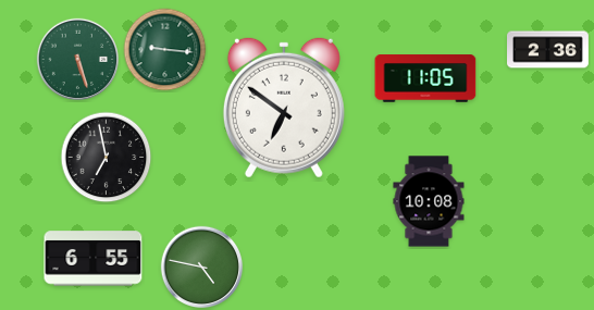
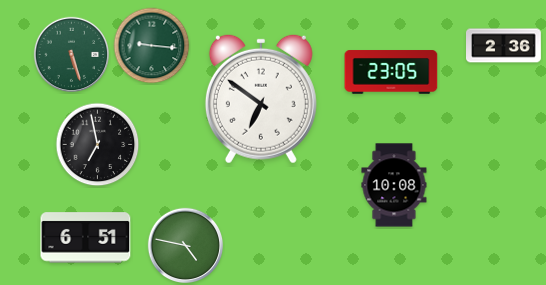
clock at (425, 78): 11:05 -> 23:05
clock at (94, 259): 6:55 -> 6:51
